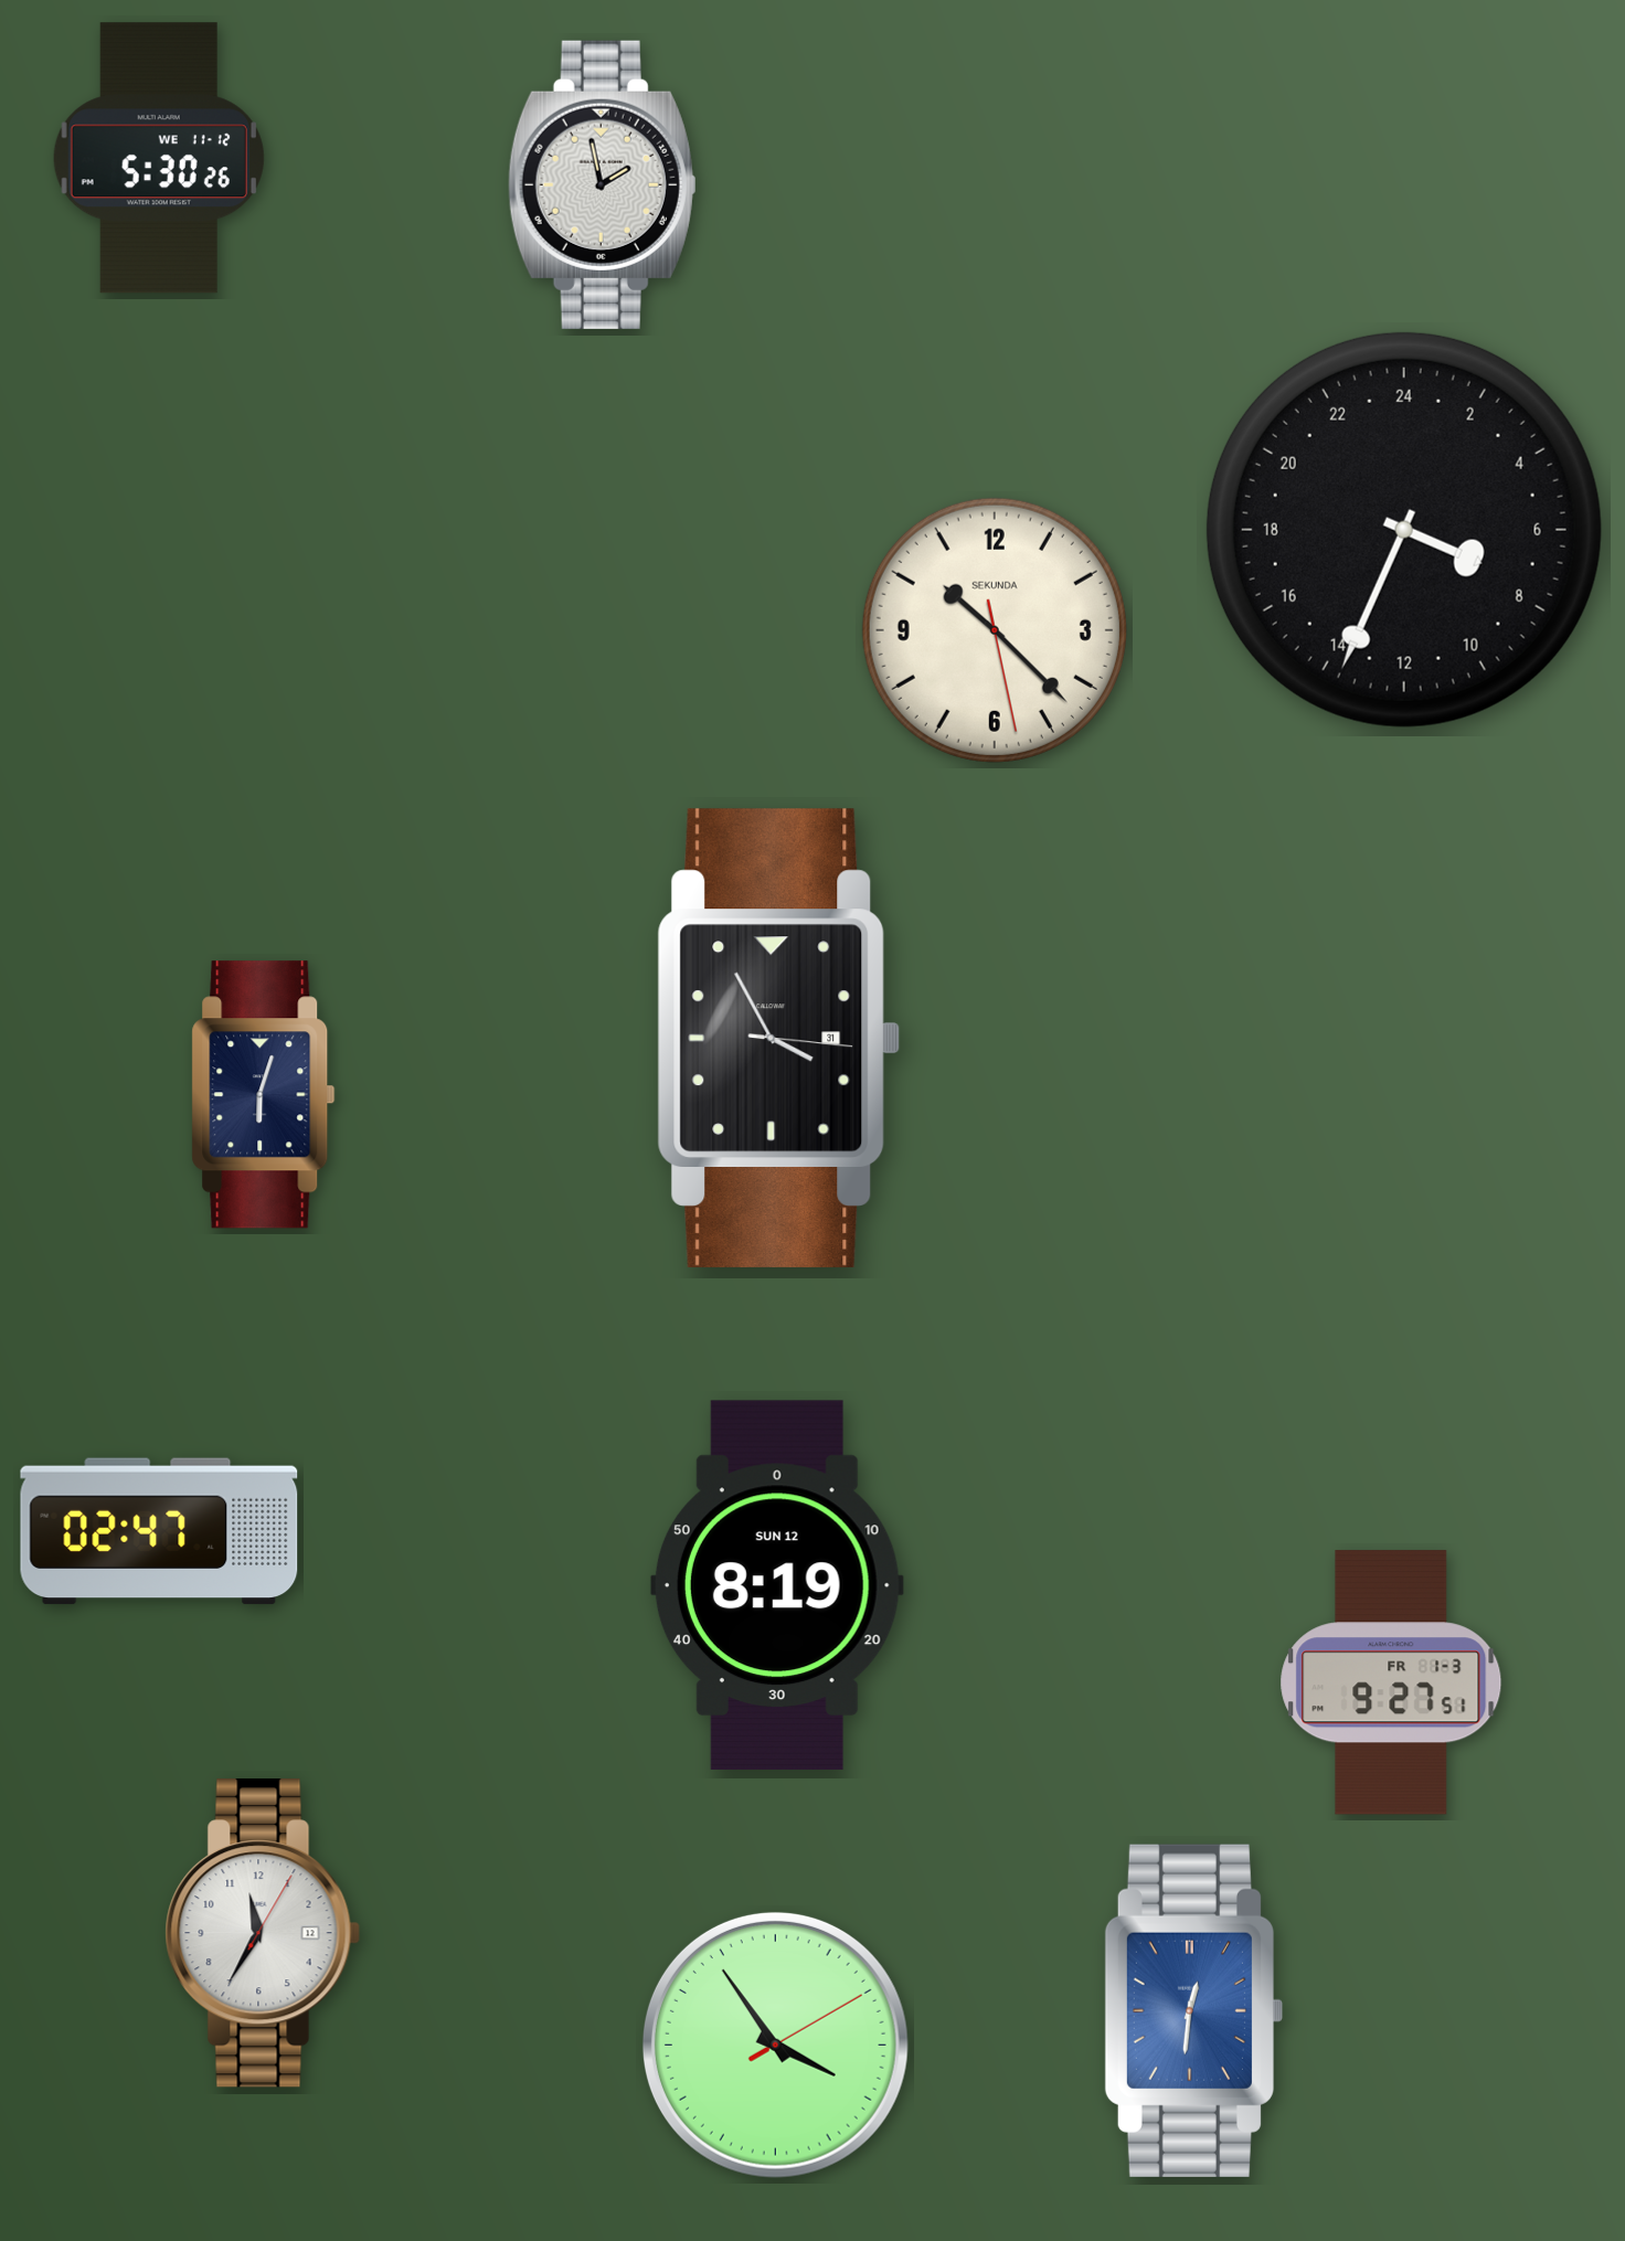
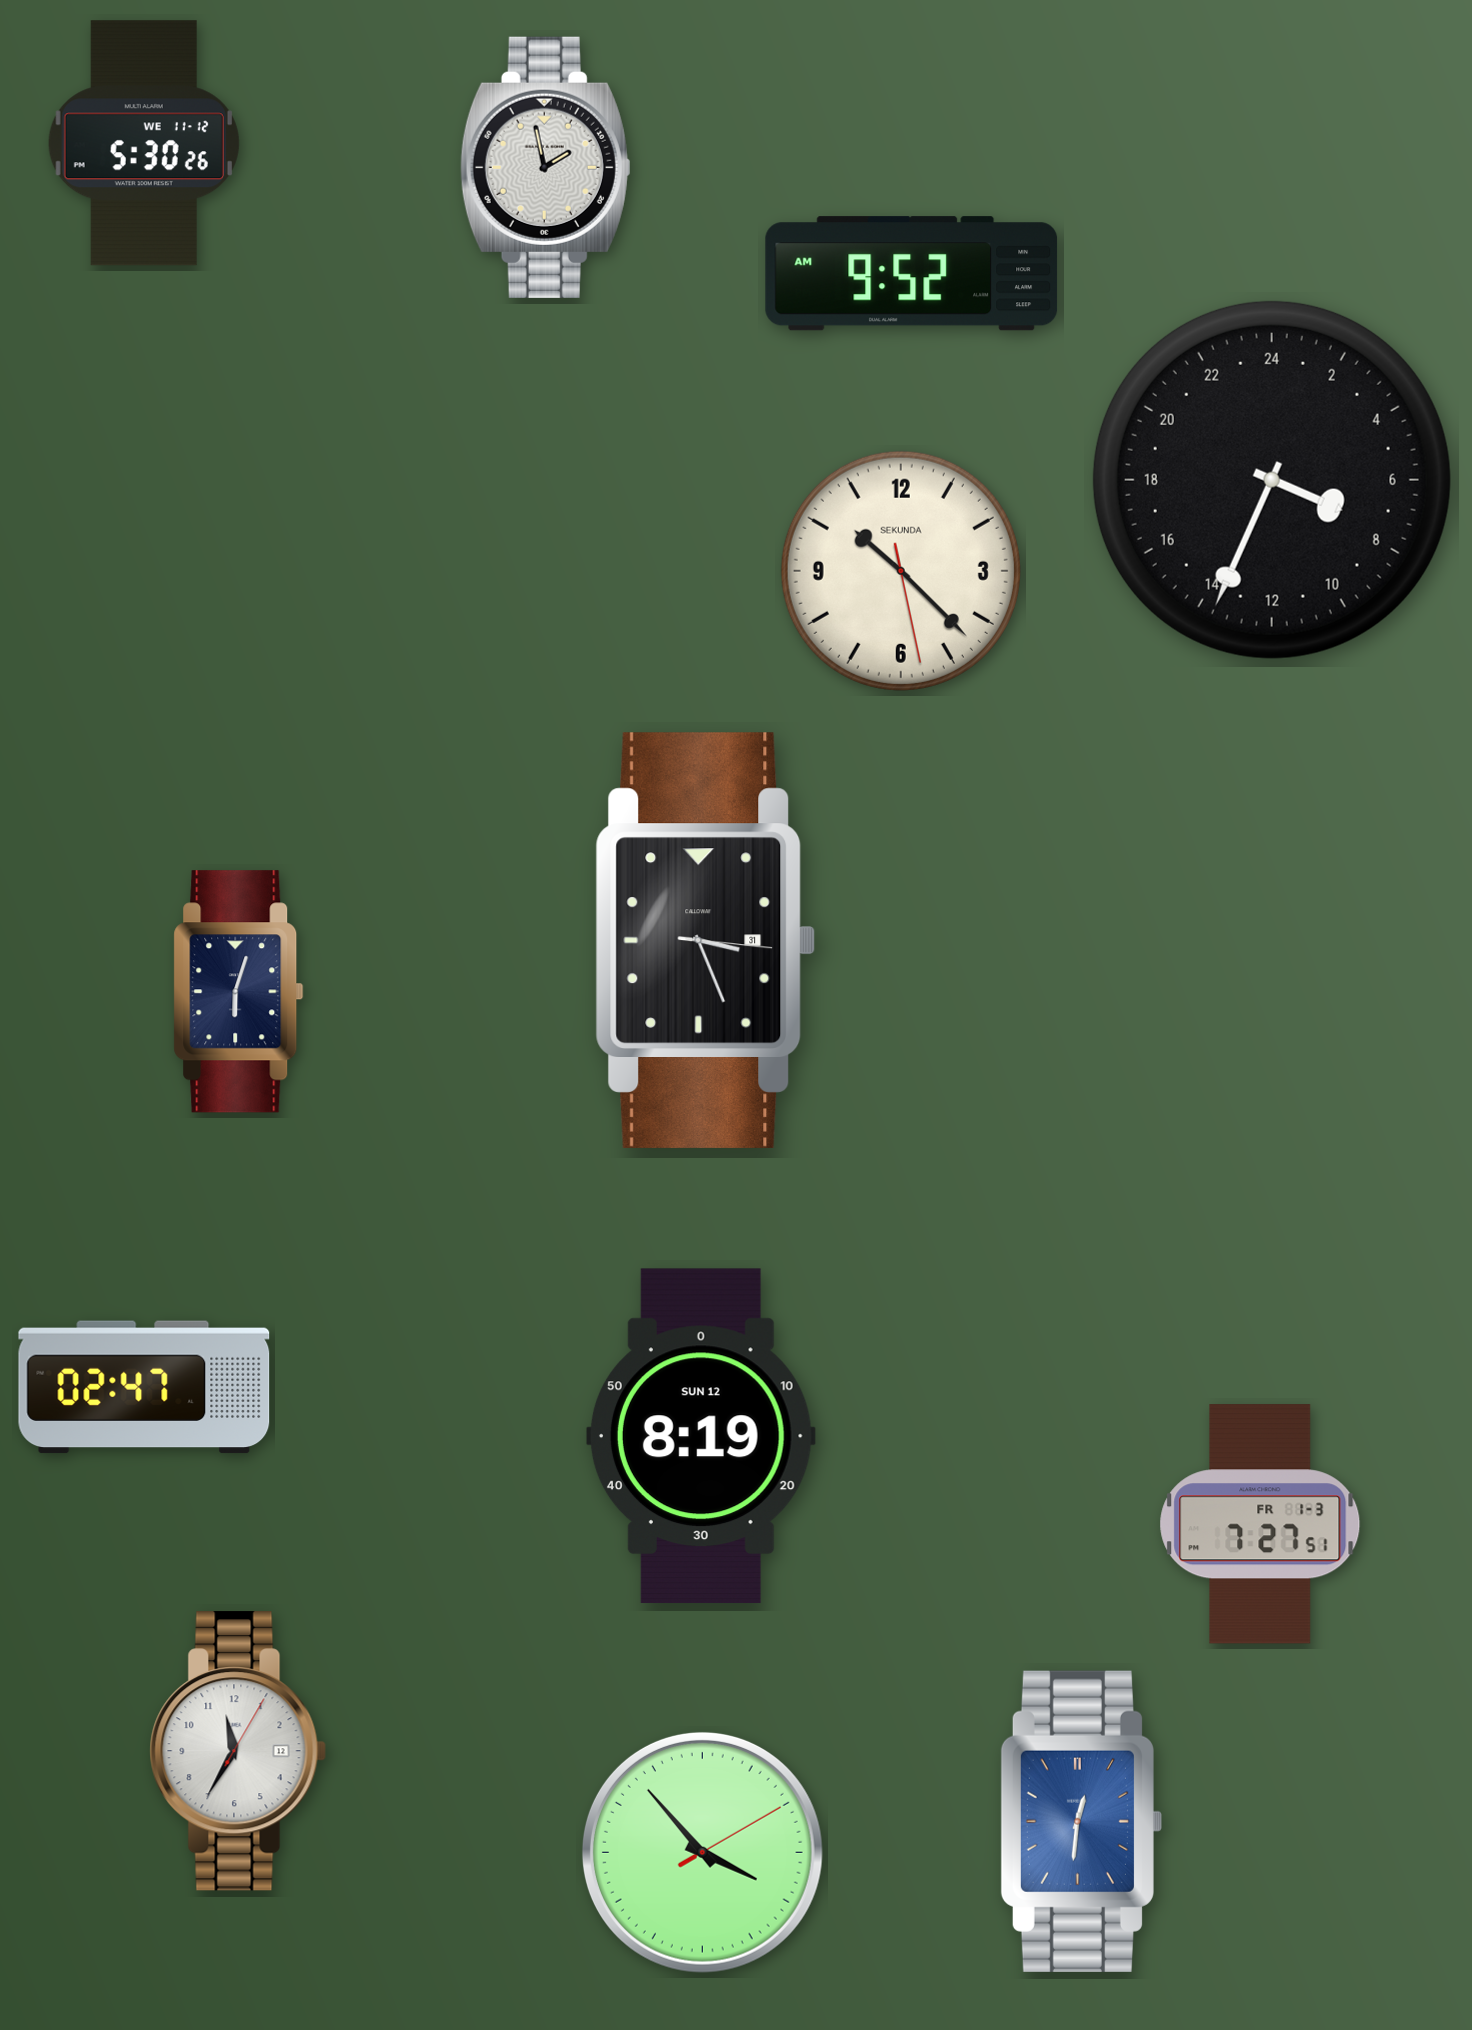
clock at (912, 274): none -> 9:52
clock at (779, 1038): 3:55 -> 3:26
clock at (777, 1585) position: (777, 1585) -> (701, 1436)
clock at (1391, 1682): 9:27 -> 7:27
clock at (775, 2044): 3:54 -> 3:53
